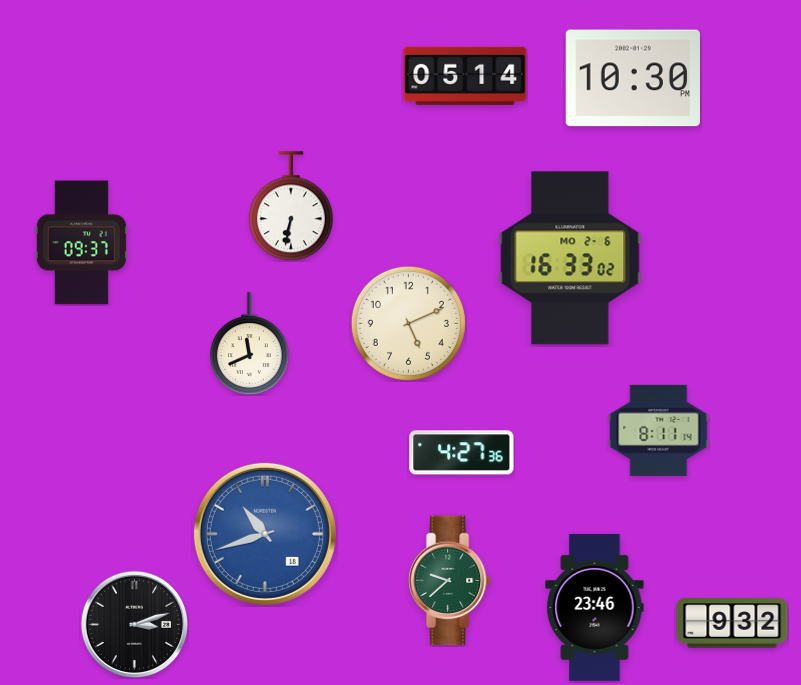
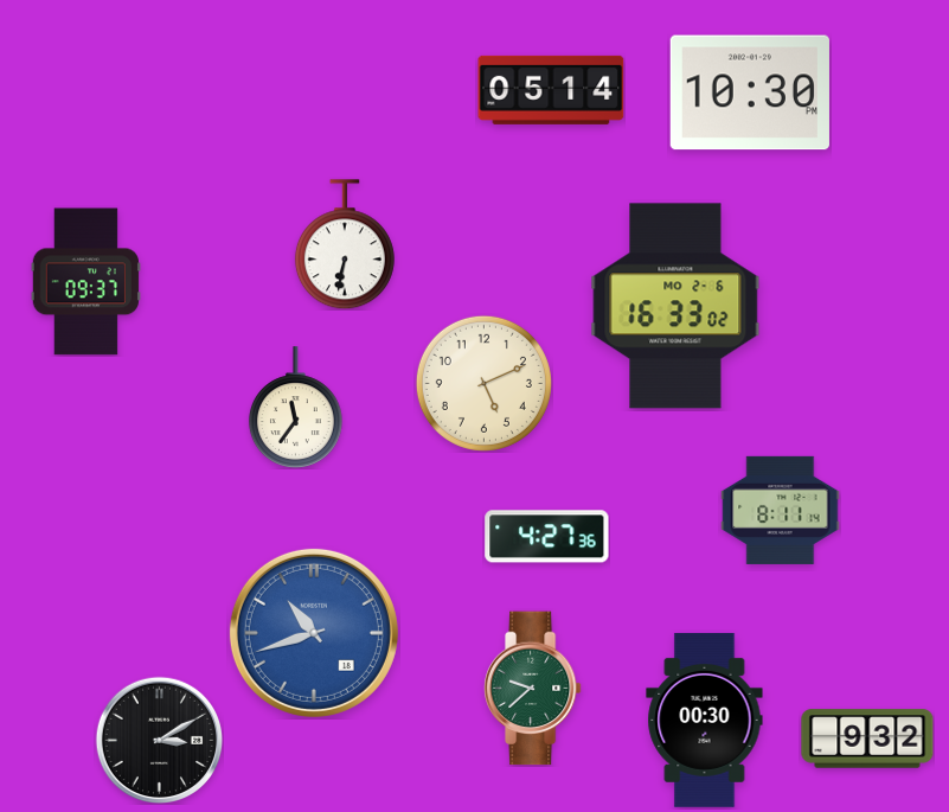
clock at (81, 243) position: (81, 243) -> (85, 282)
clock at (249, 344): 11:41 -> 11:36
clock at (595, 607): 23:46 -> 00:30
clock at (134, 624): 3:12 -> 3:10
